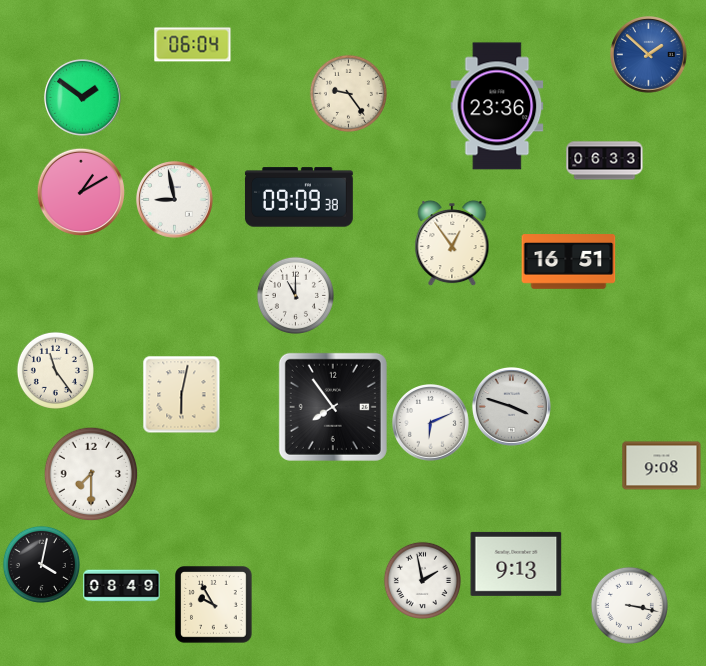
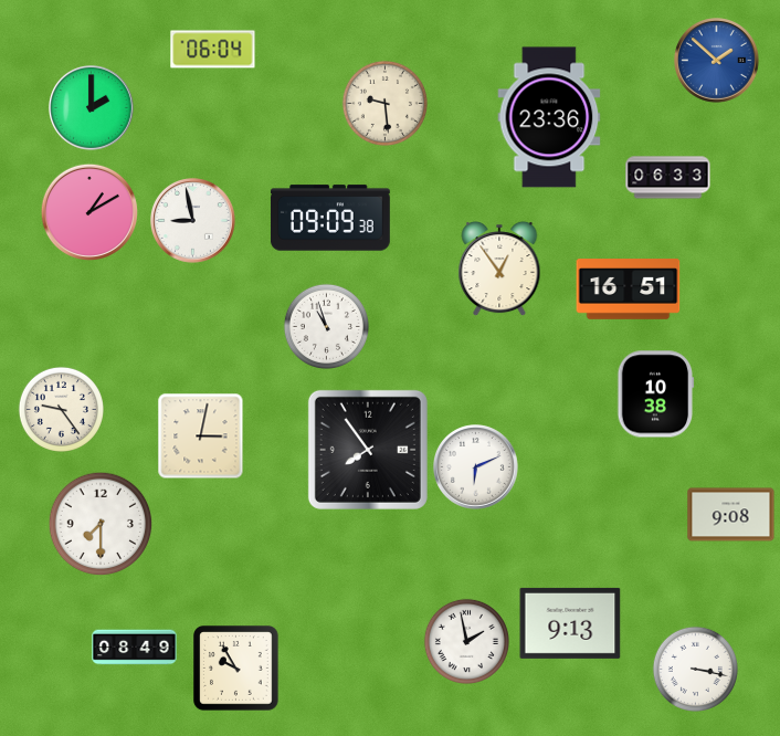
clock at (348, 93): 9:24 -> 9:29
clock at (83, 98): 1:51 -> 2:00
clock at (295, 295): 11:00 -> 10:57
clock at (656, 395): none -> 10:38
clock at (55, 370): 11:24 -> 9:24
clock at (181, 394): 6:02 -> 3:02
clock at (511, 406): 3:48 -> none
clock at (41, 564): 4:02 -> none
